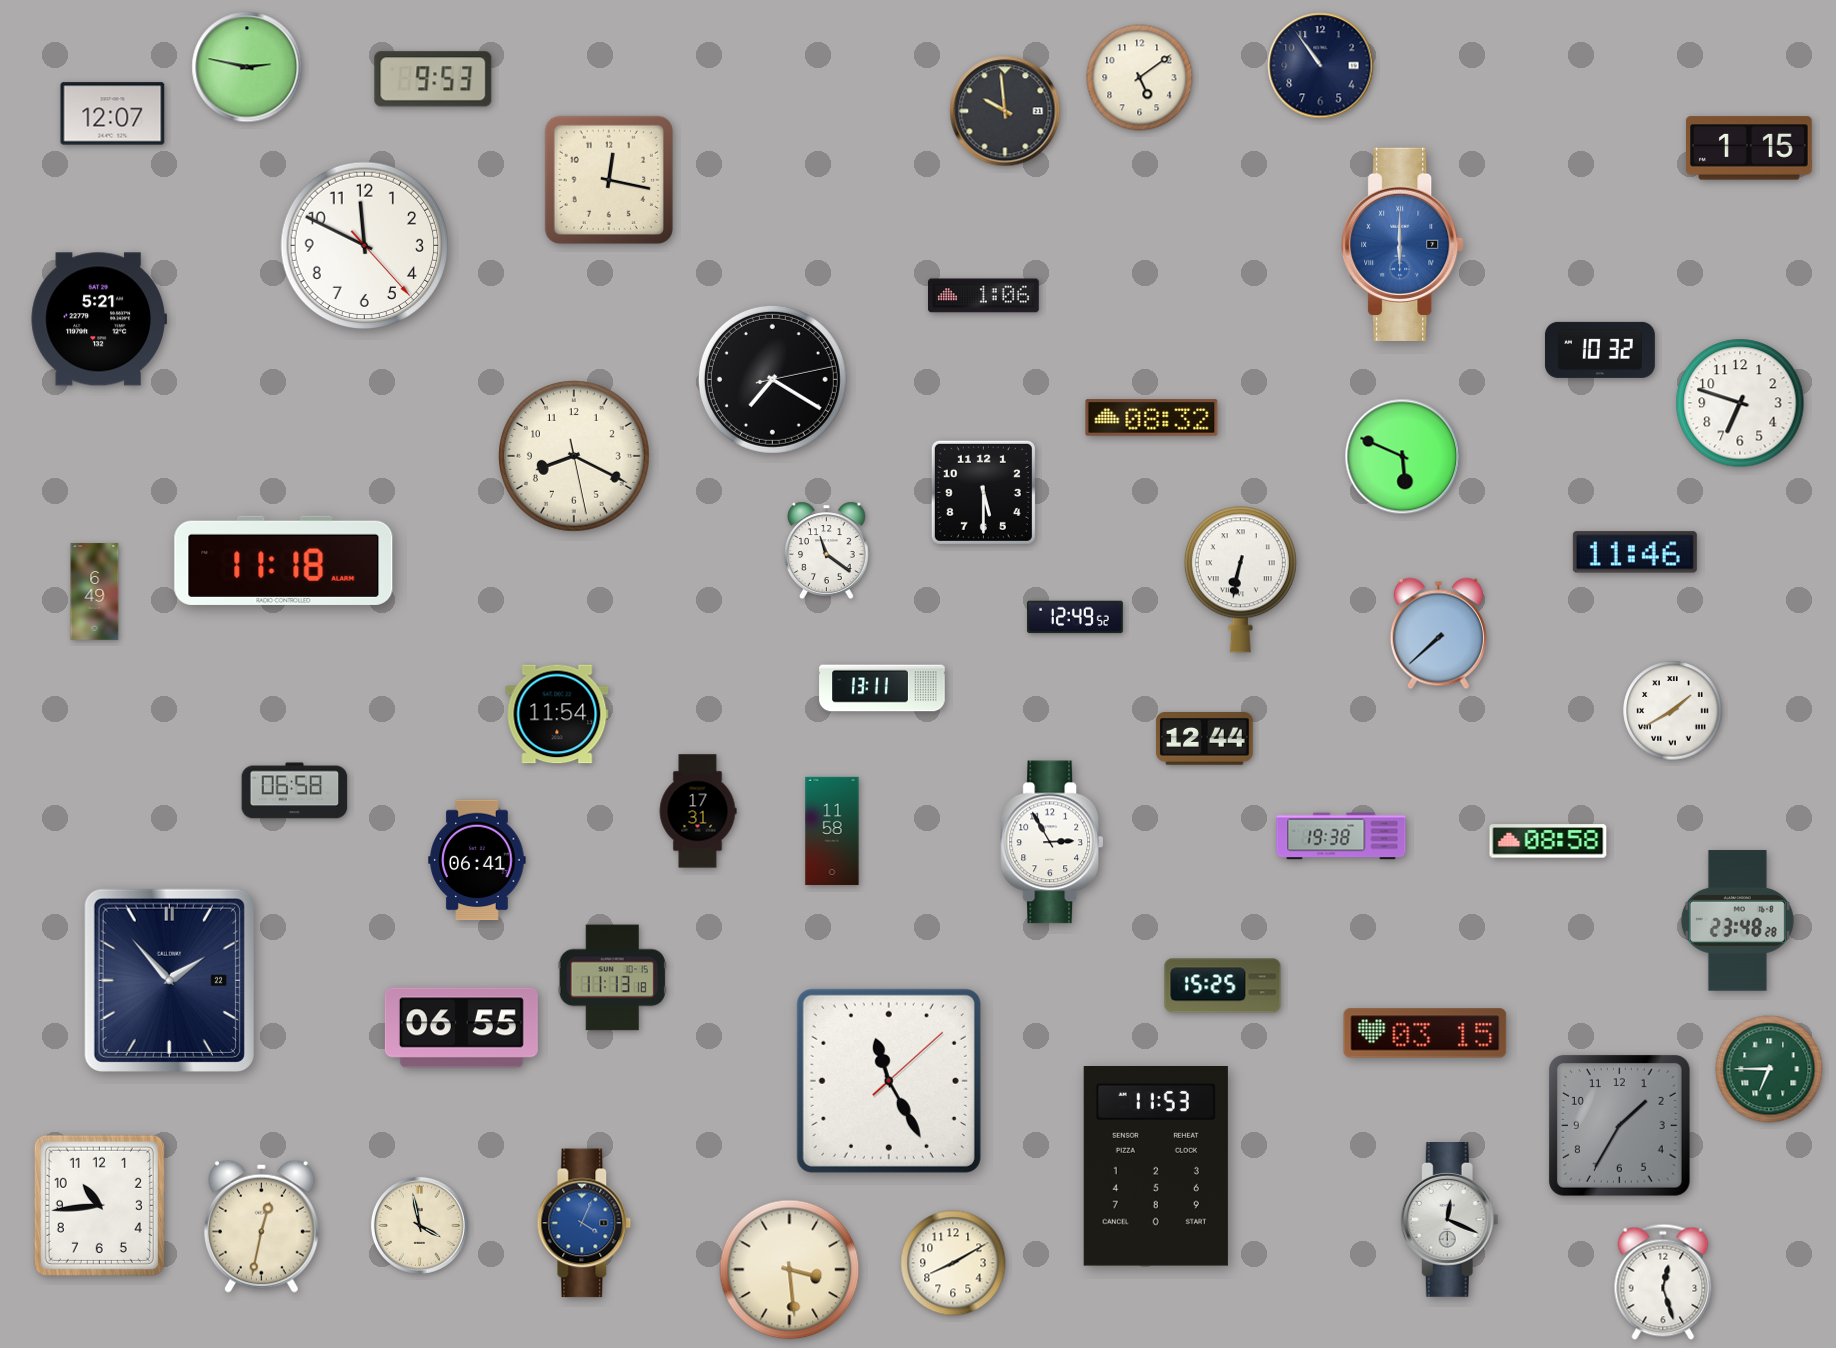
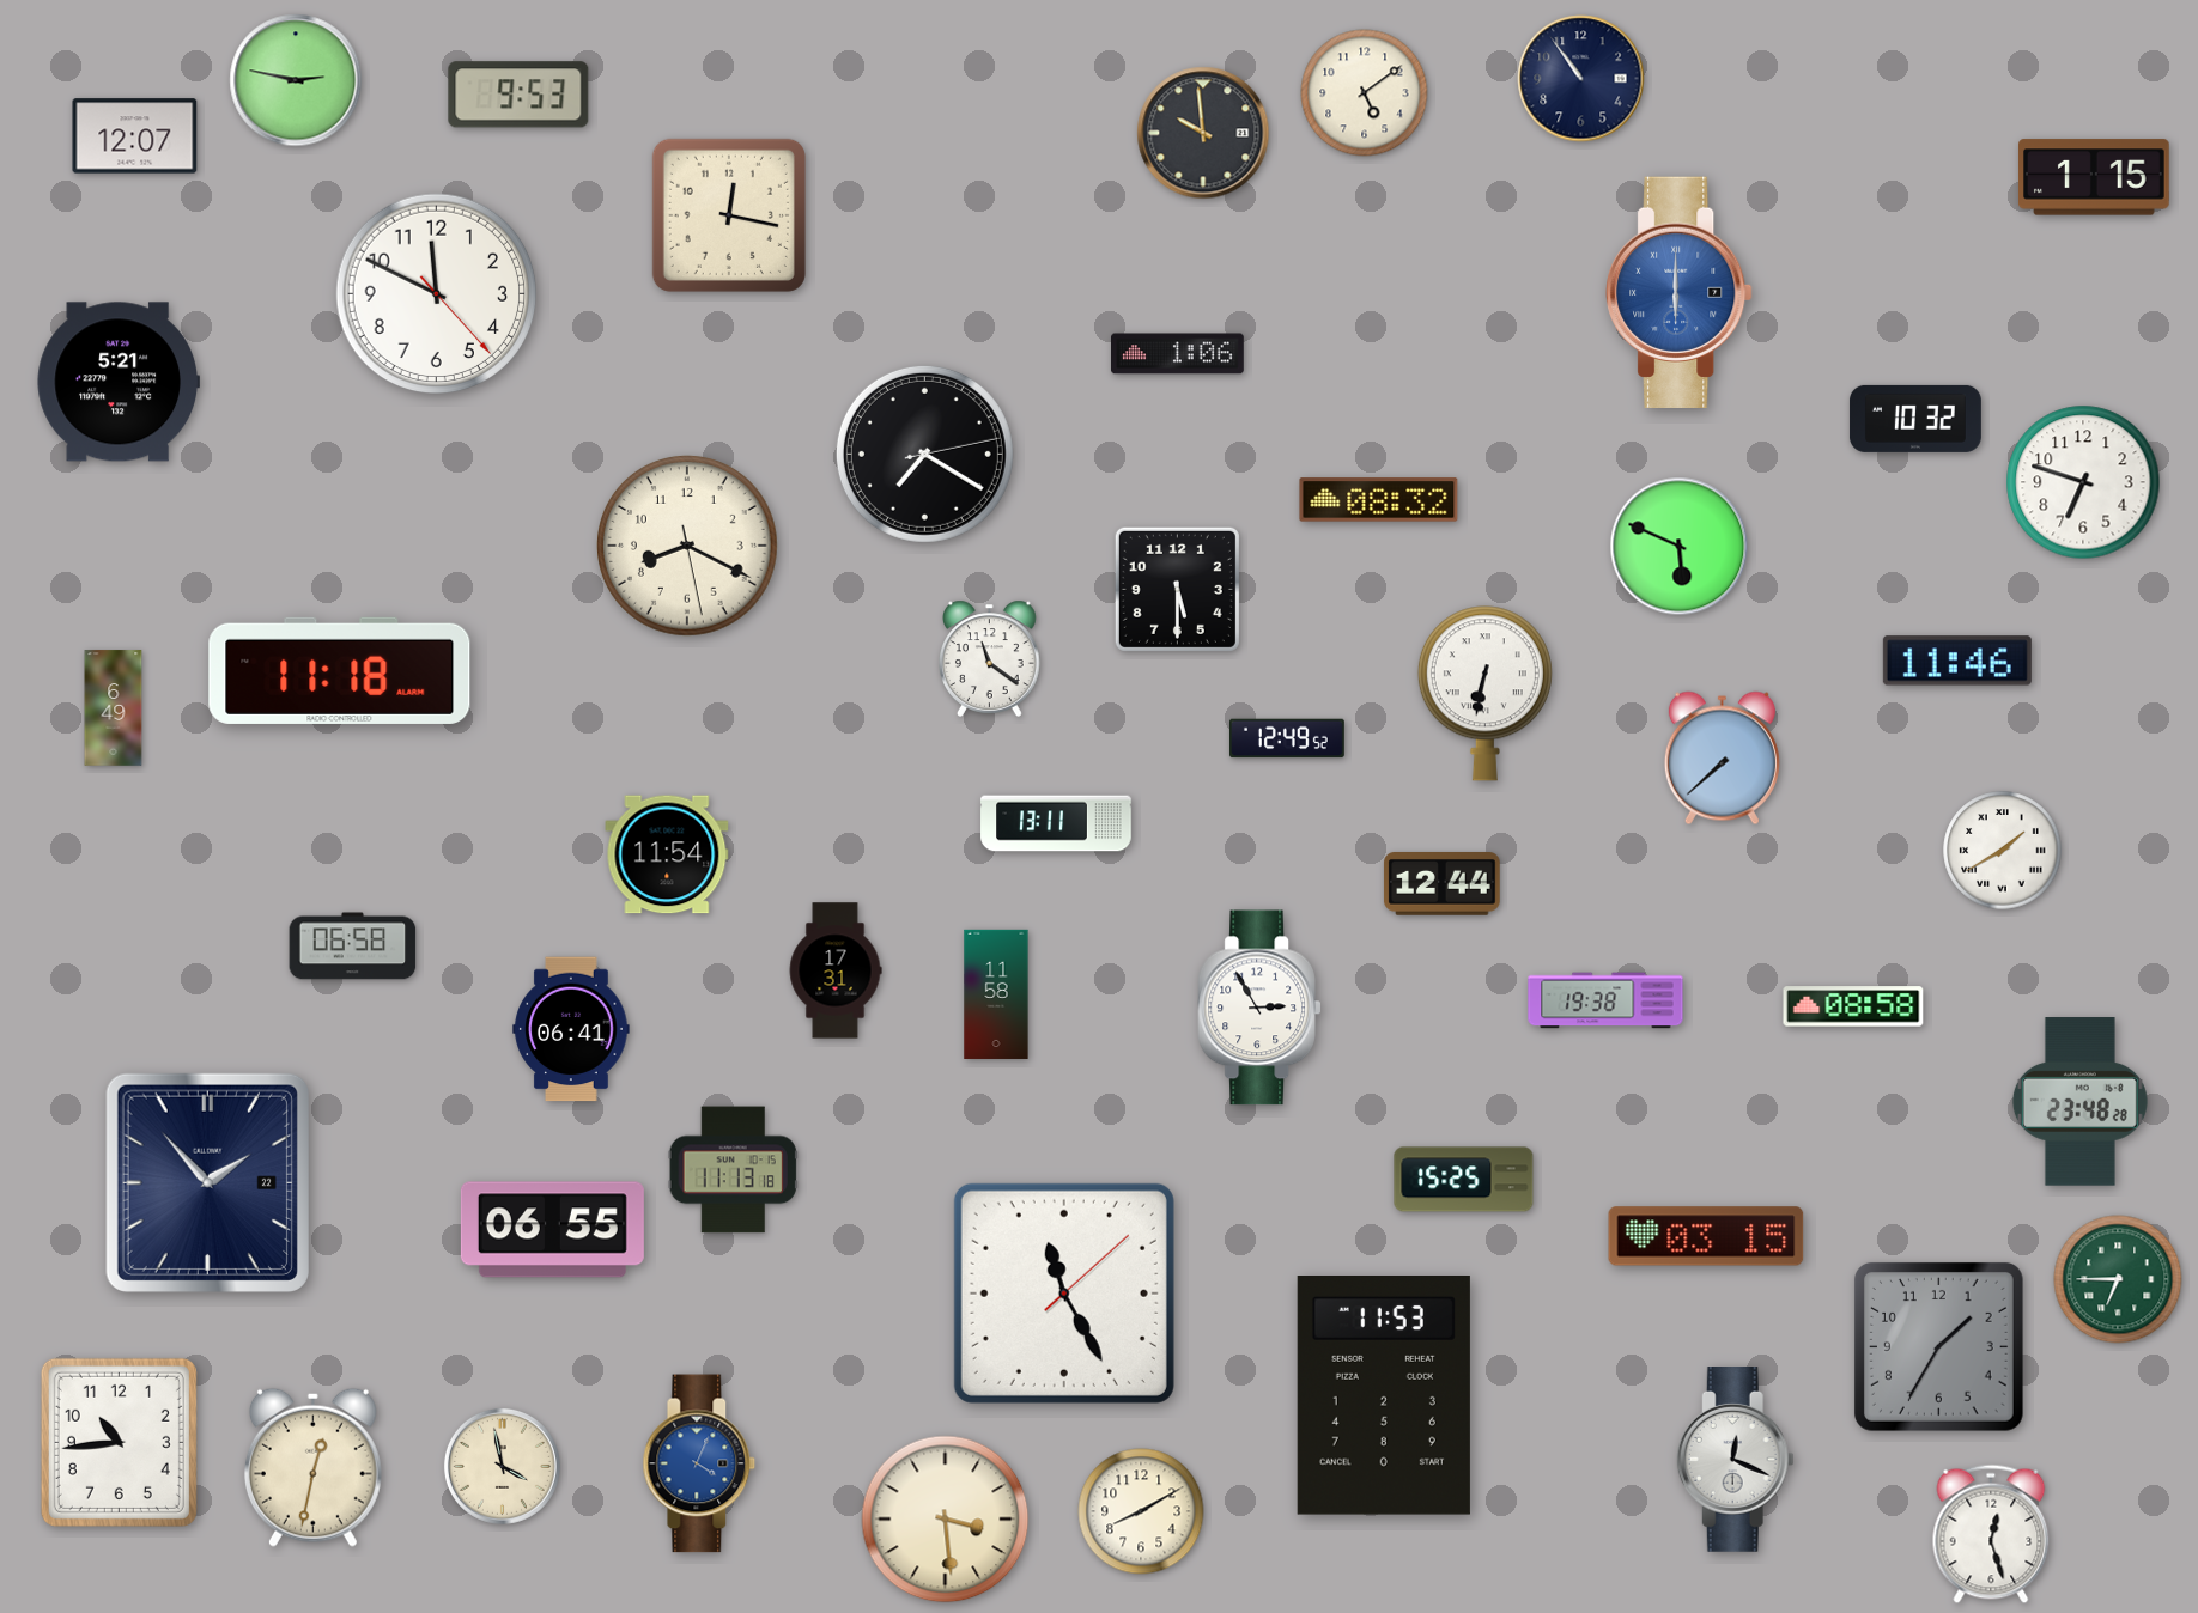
clock at (169, 980) position: (169, 980) -> (207, 1182)
